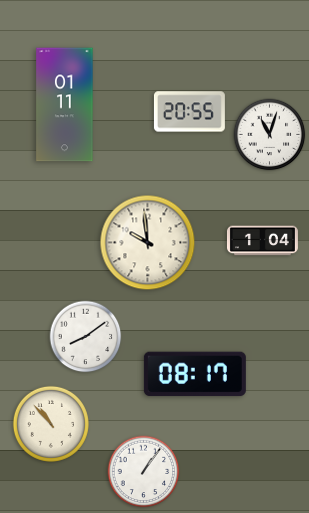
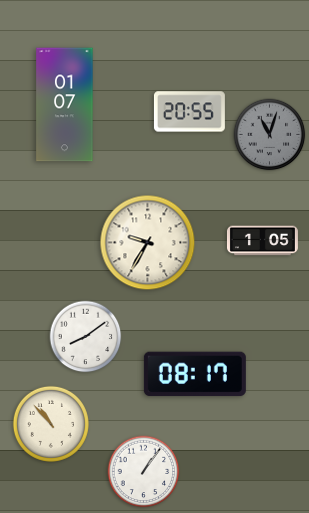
clock at (65, 105): 01:11 -> 01:07
clock at (270, 135) dial: white -> grey
clock at (262, 241): 1:04 -> 1:05
clock at (148, 243): 9:59 -> 9:35
